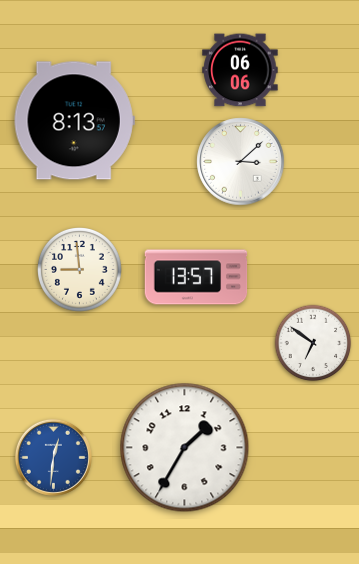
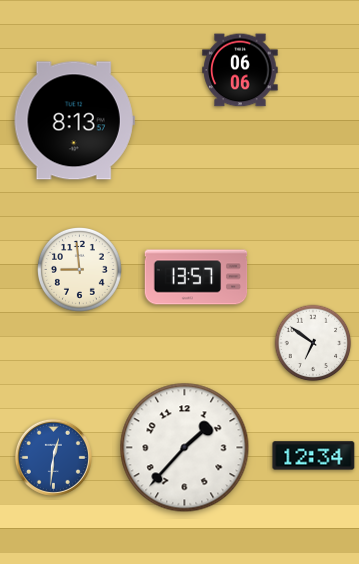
clock at (241, 162): 3:08 -> none
clock at (185, 448): 1:35 -> 1:37
clock at (314, 456): none -> 12:34
